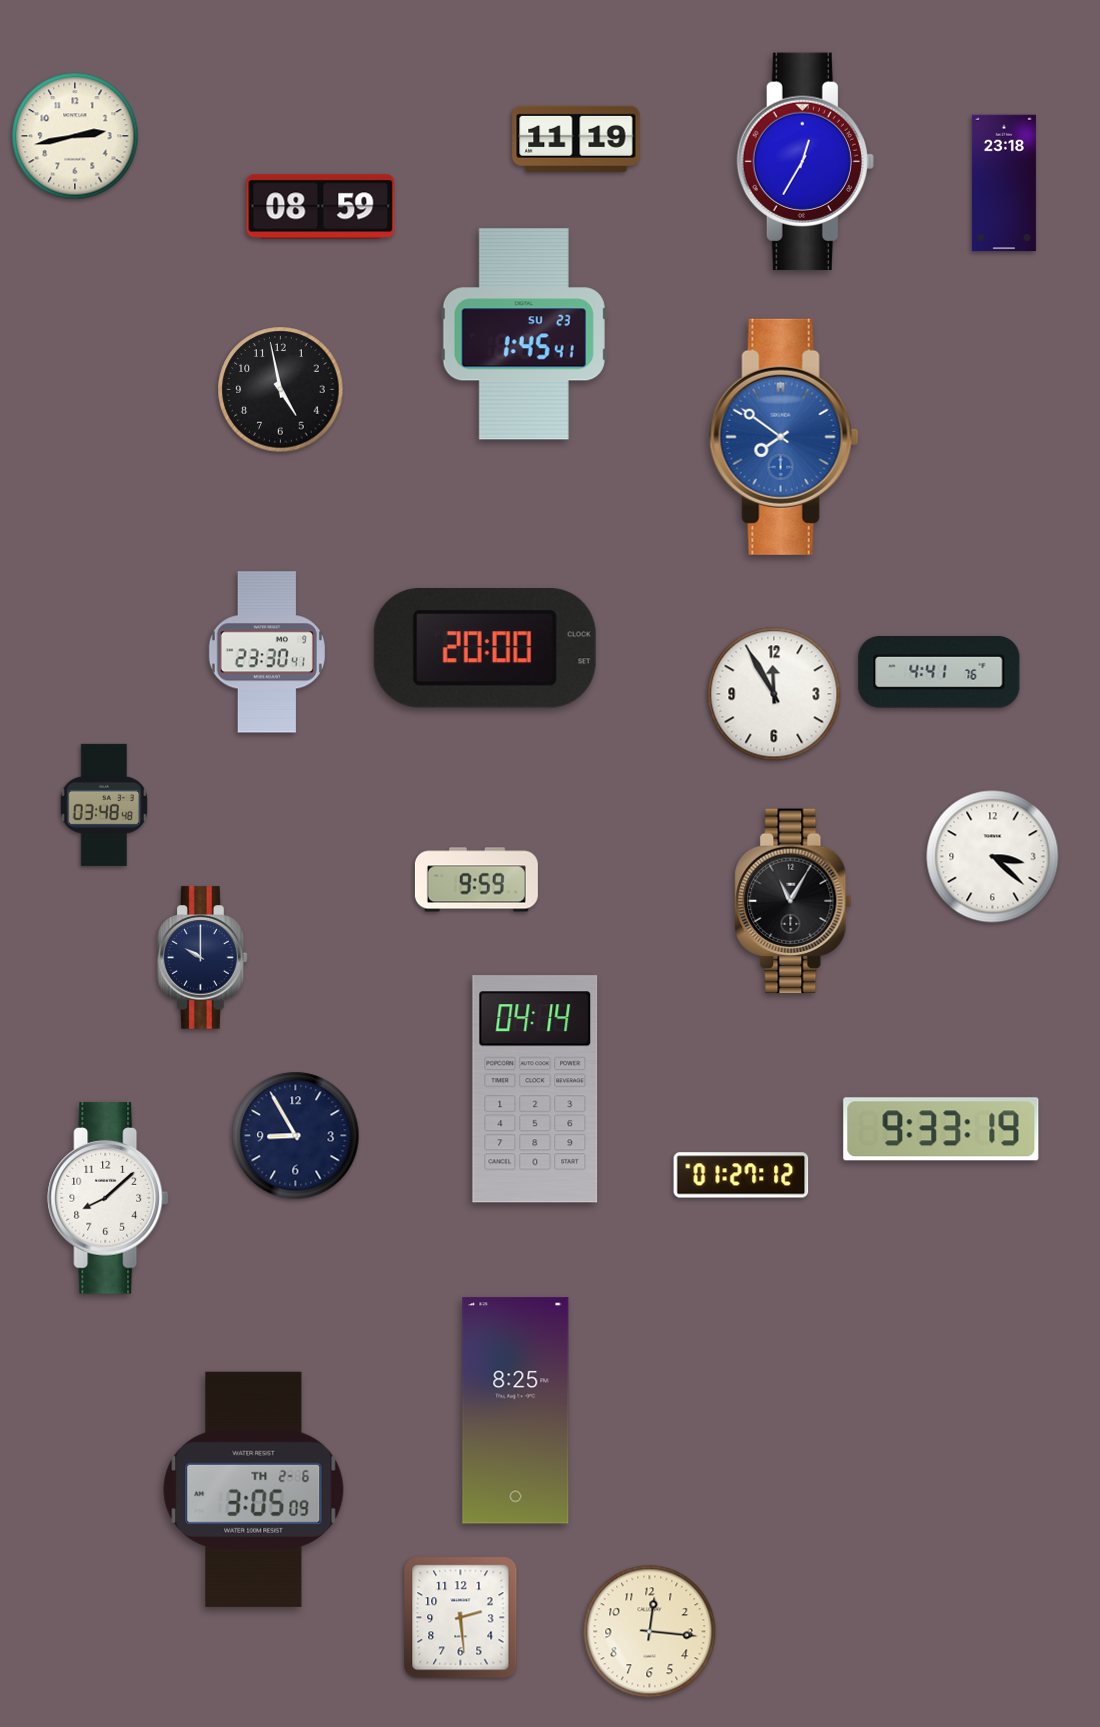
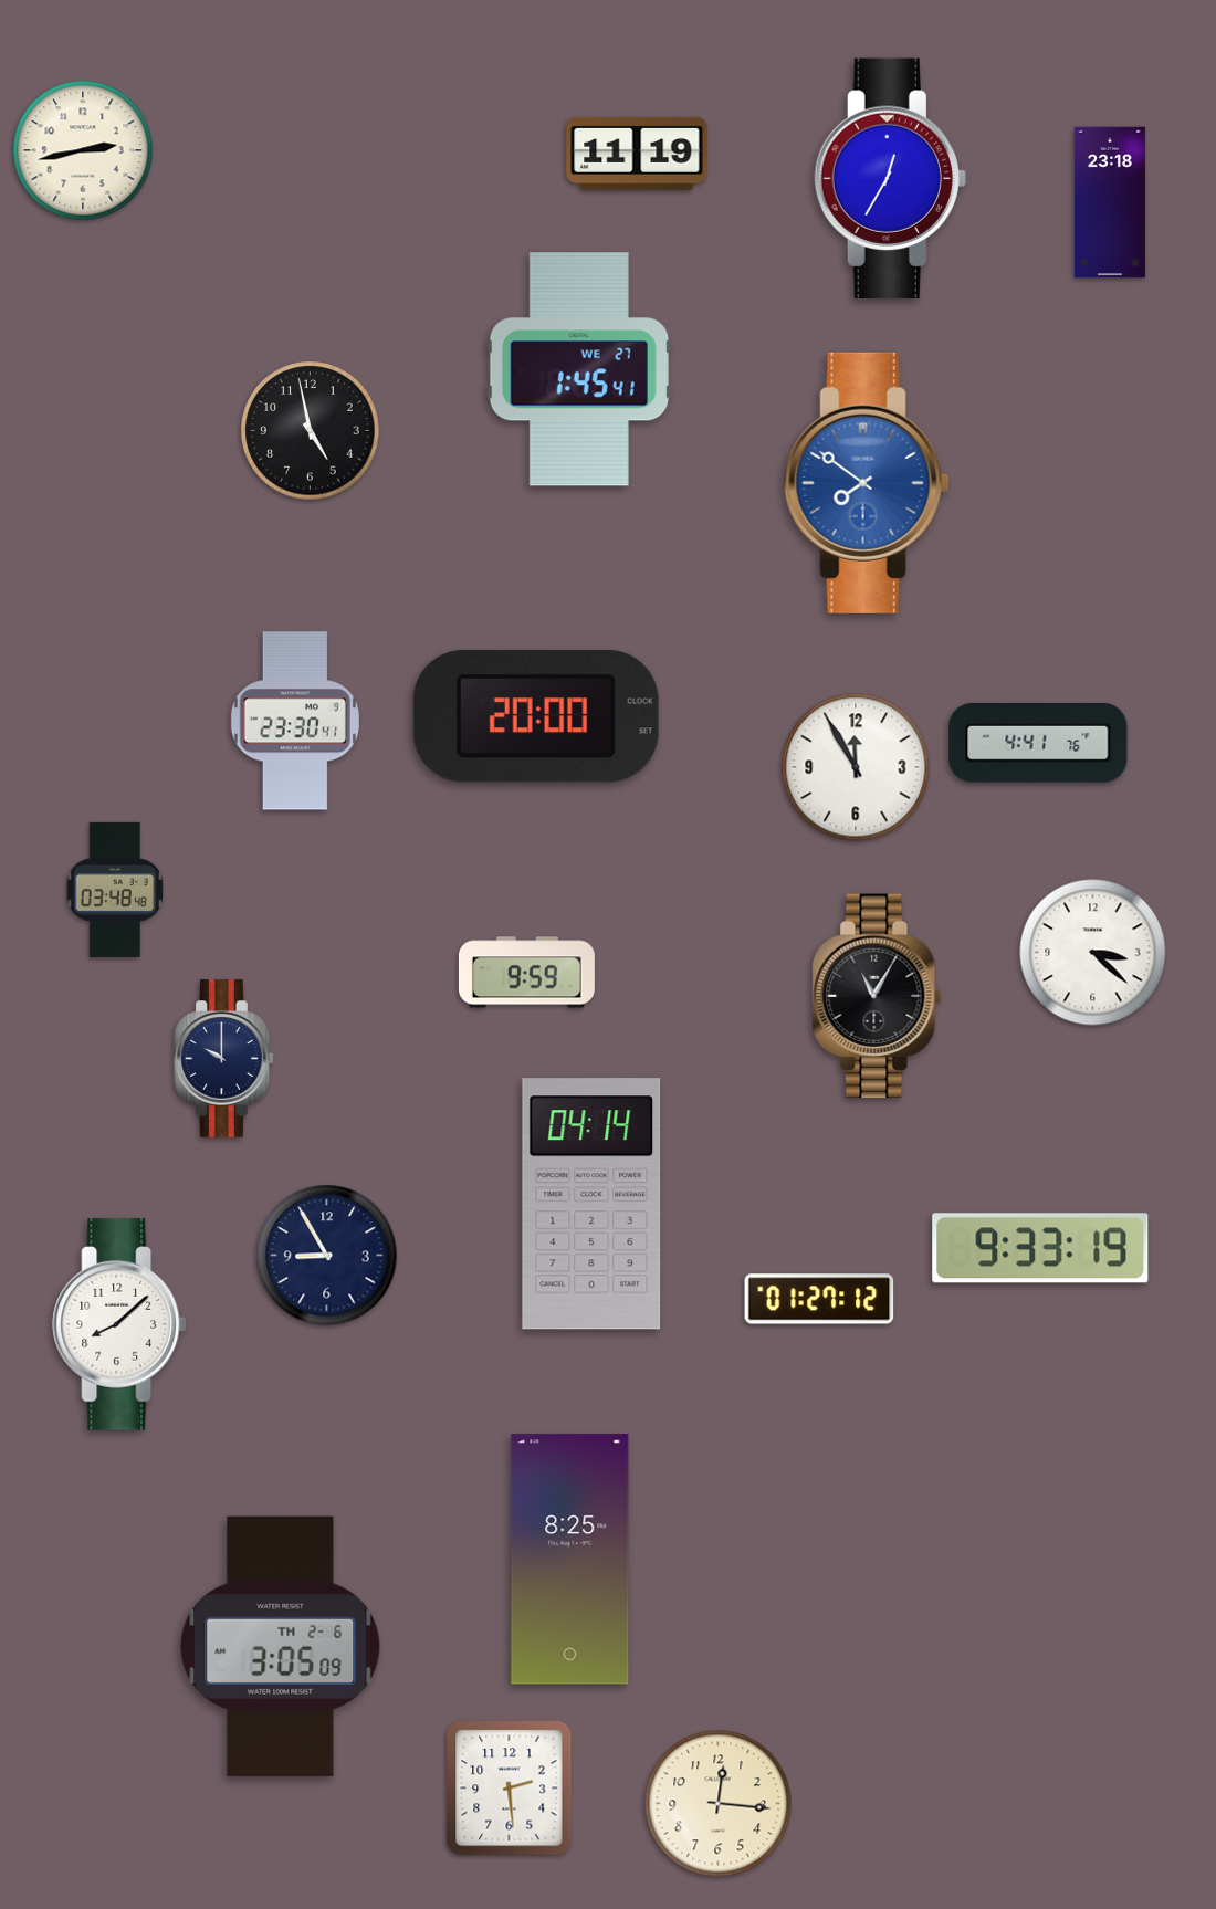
clock at (321, 207): 08:59 -> none
clock at (524, 334) date: SU 23 -> WE 27
clock at (993, 857) position: (993, 857) -> (1093, 953)
